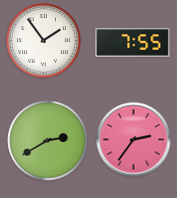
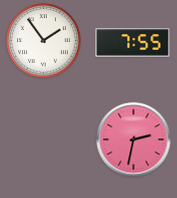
clock at (134, 140): 2:36 -> 2:32
clock at (48, 141): 2:40 -> none
